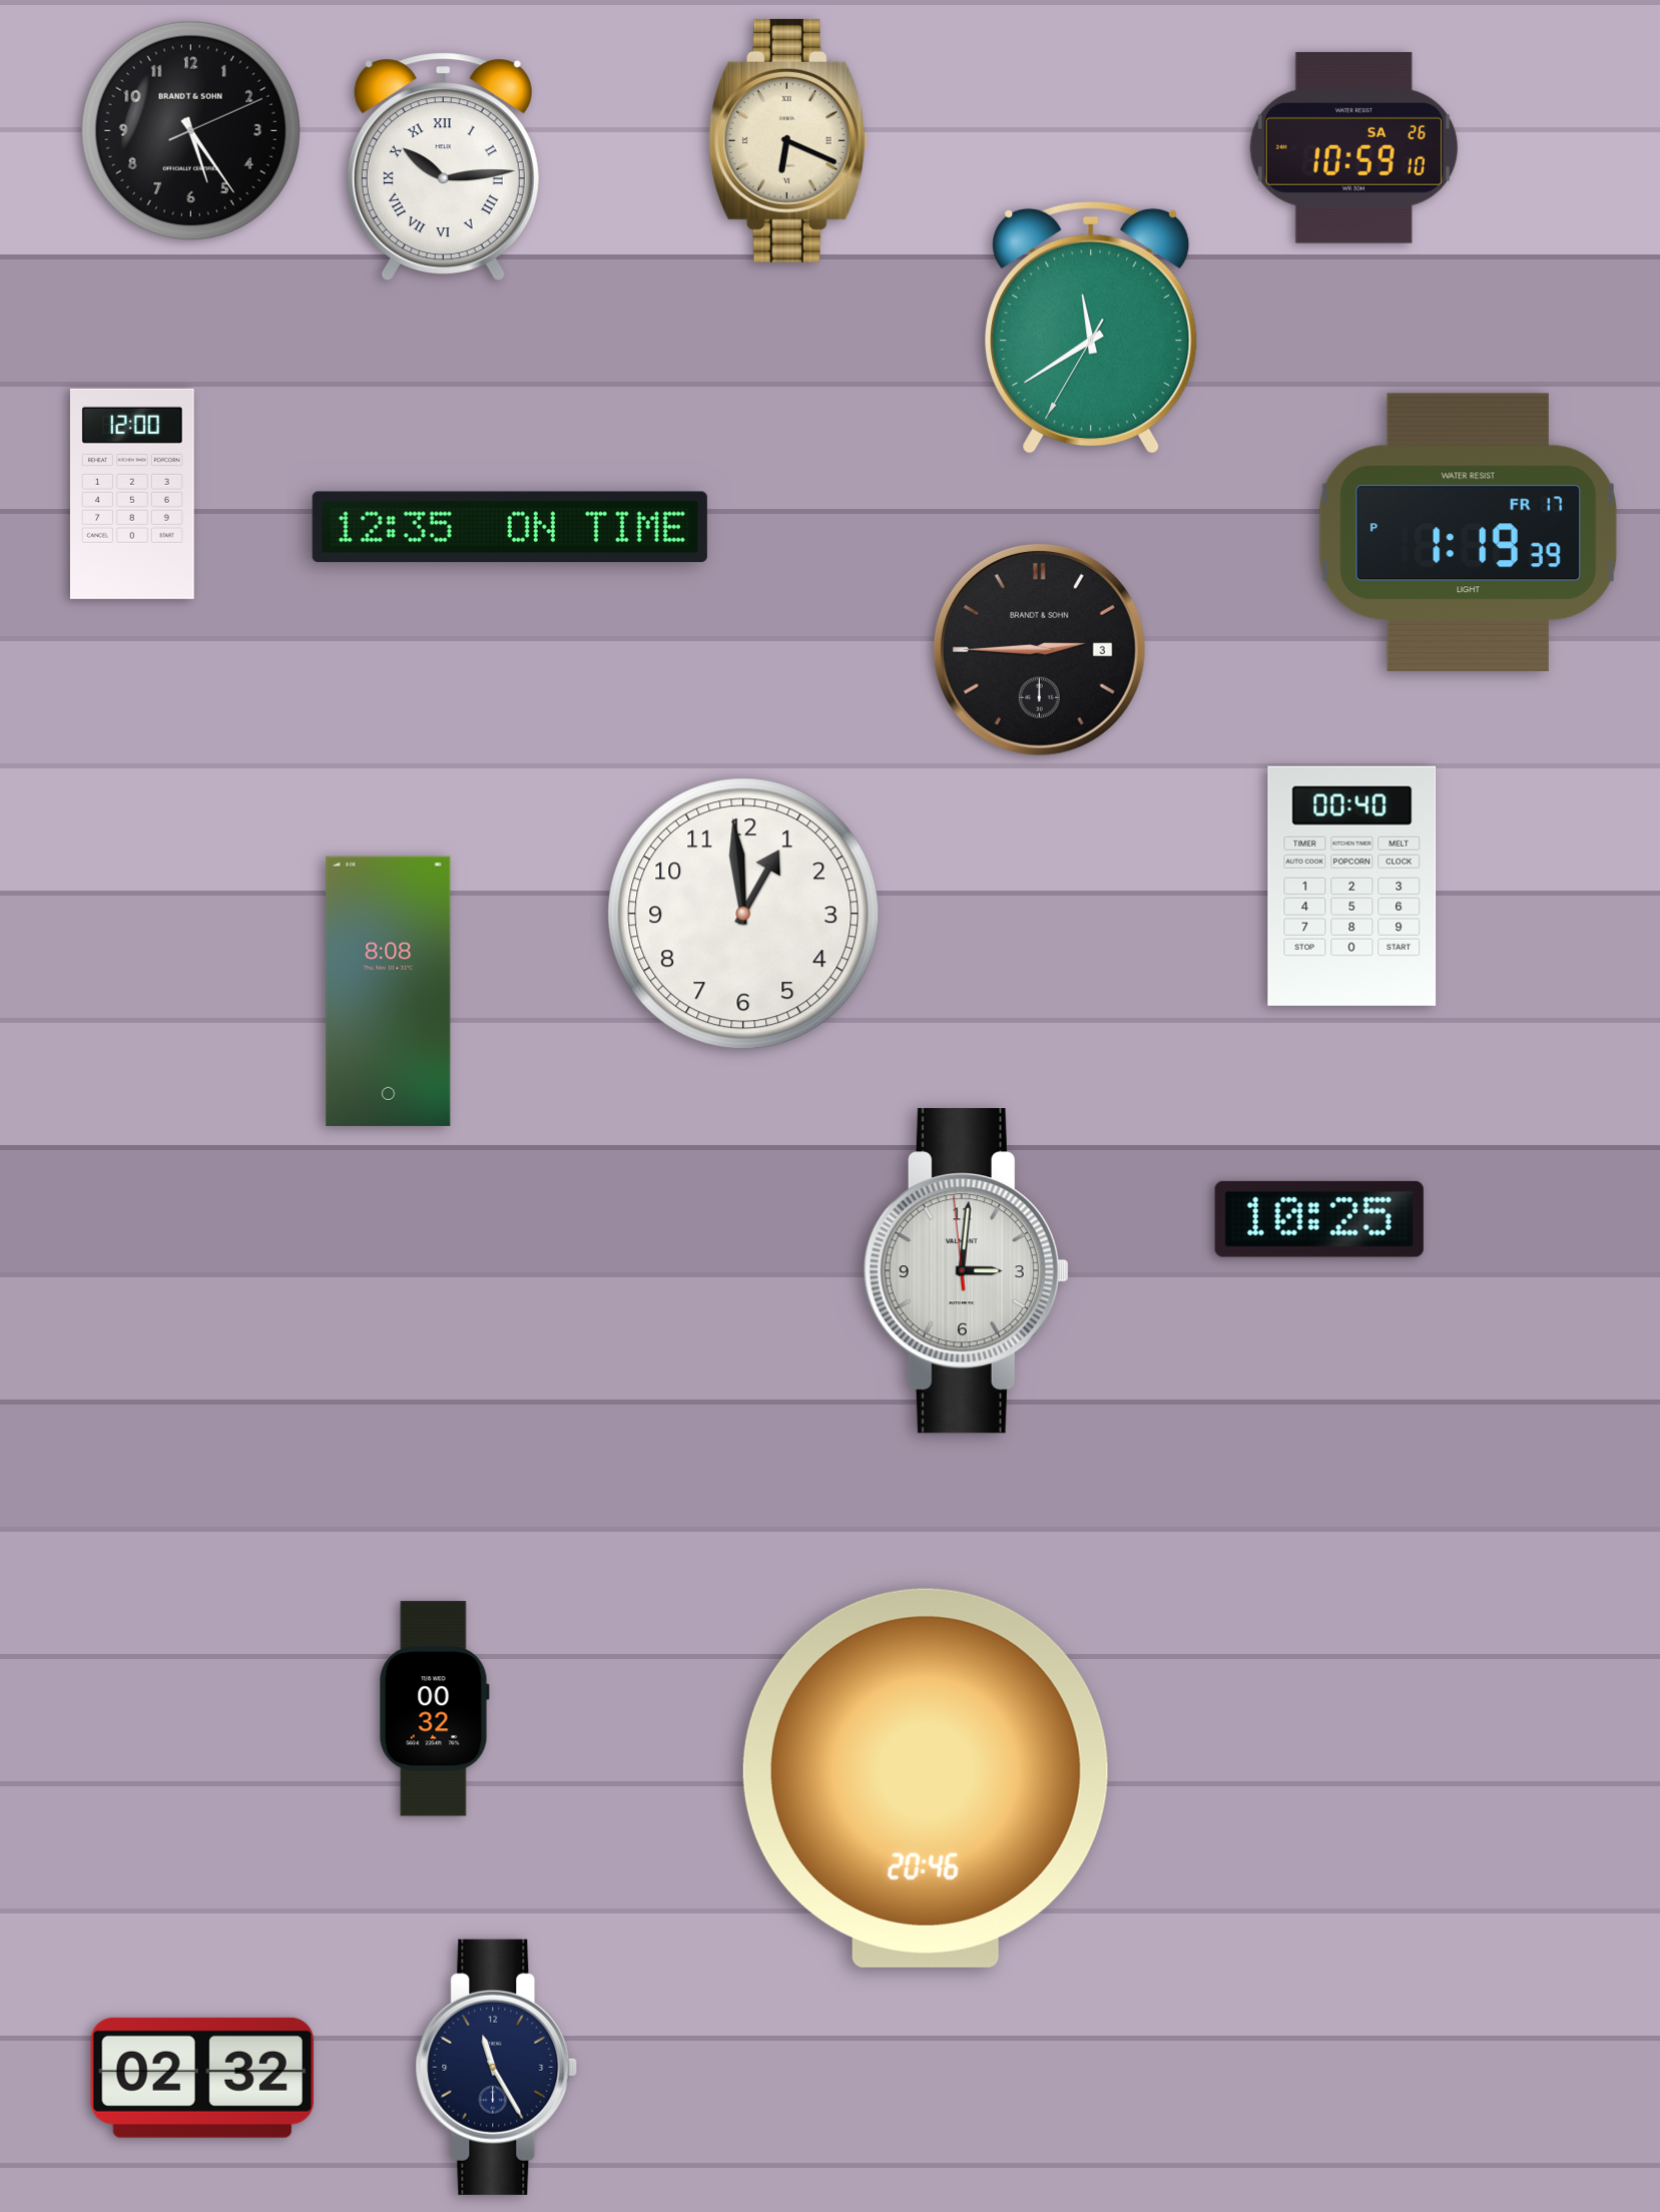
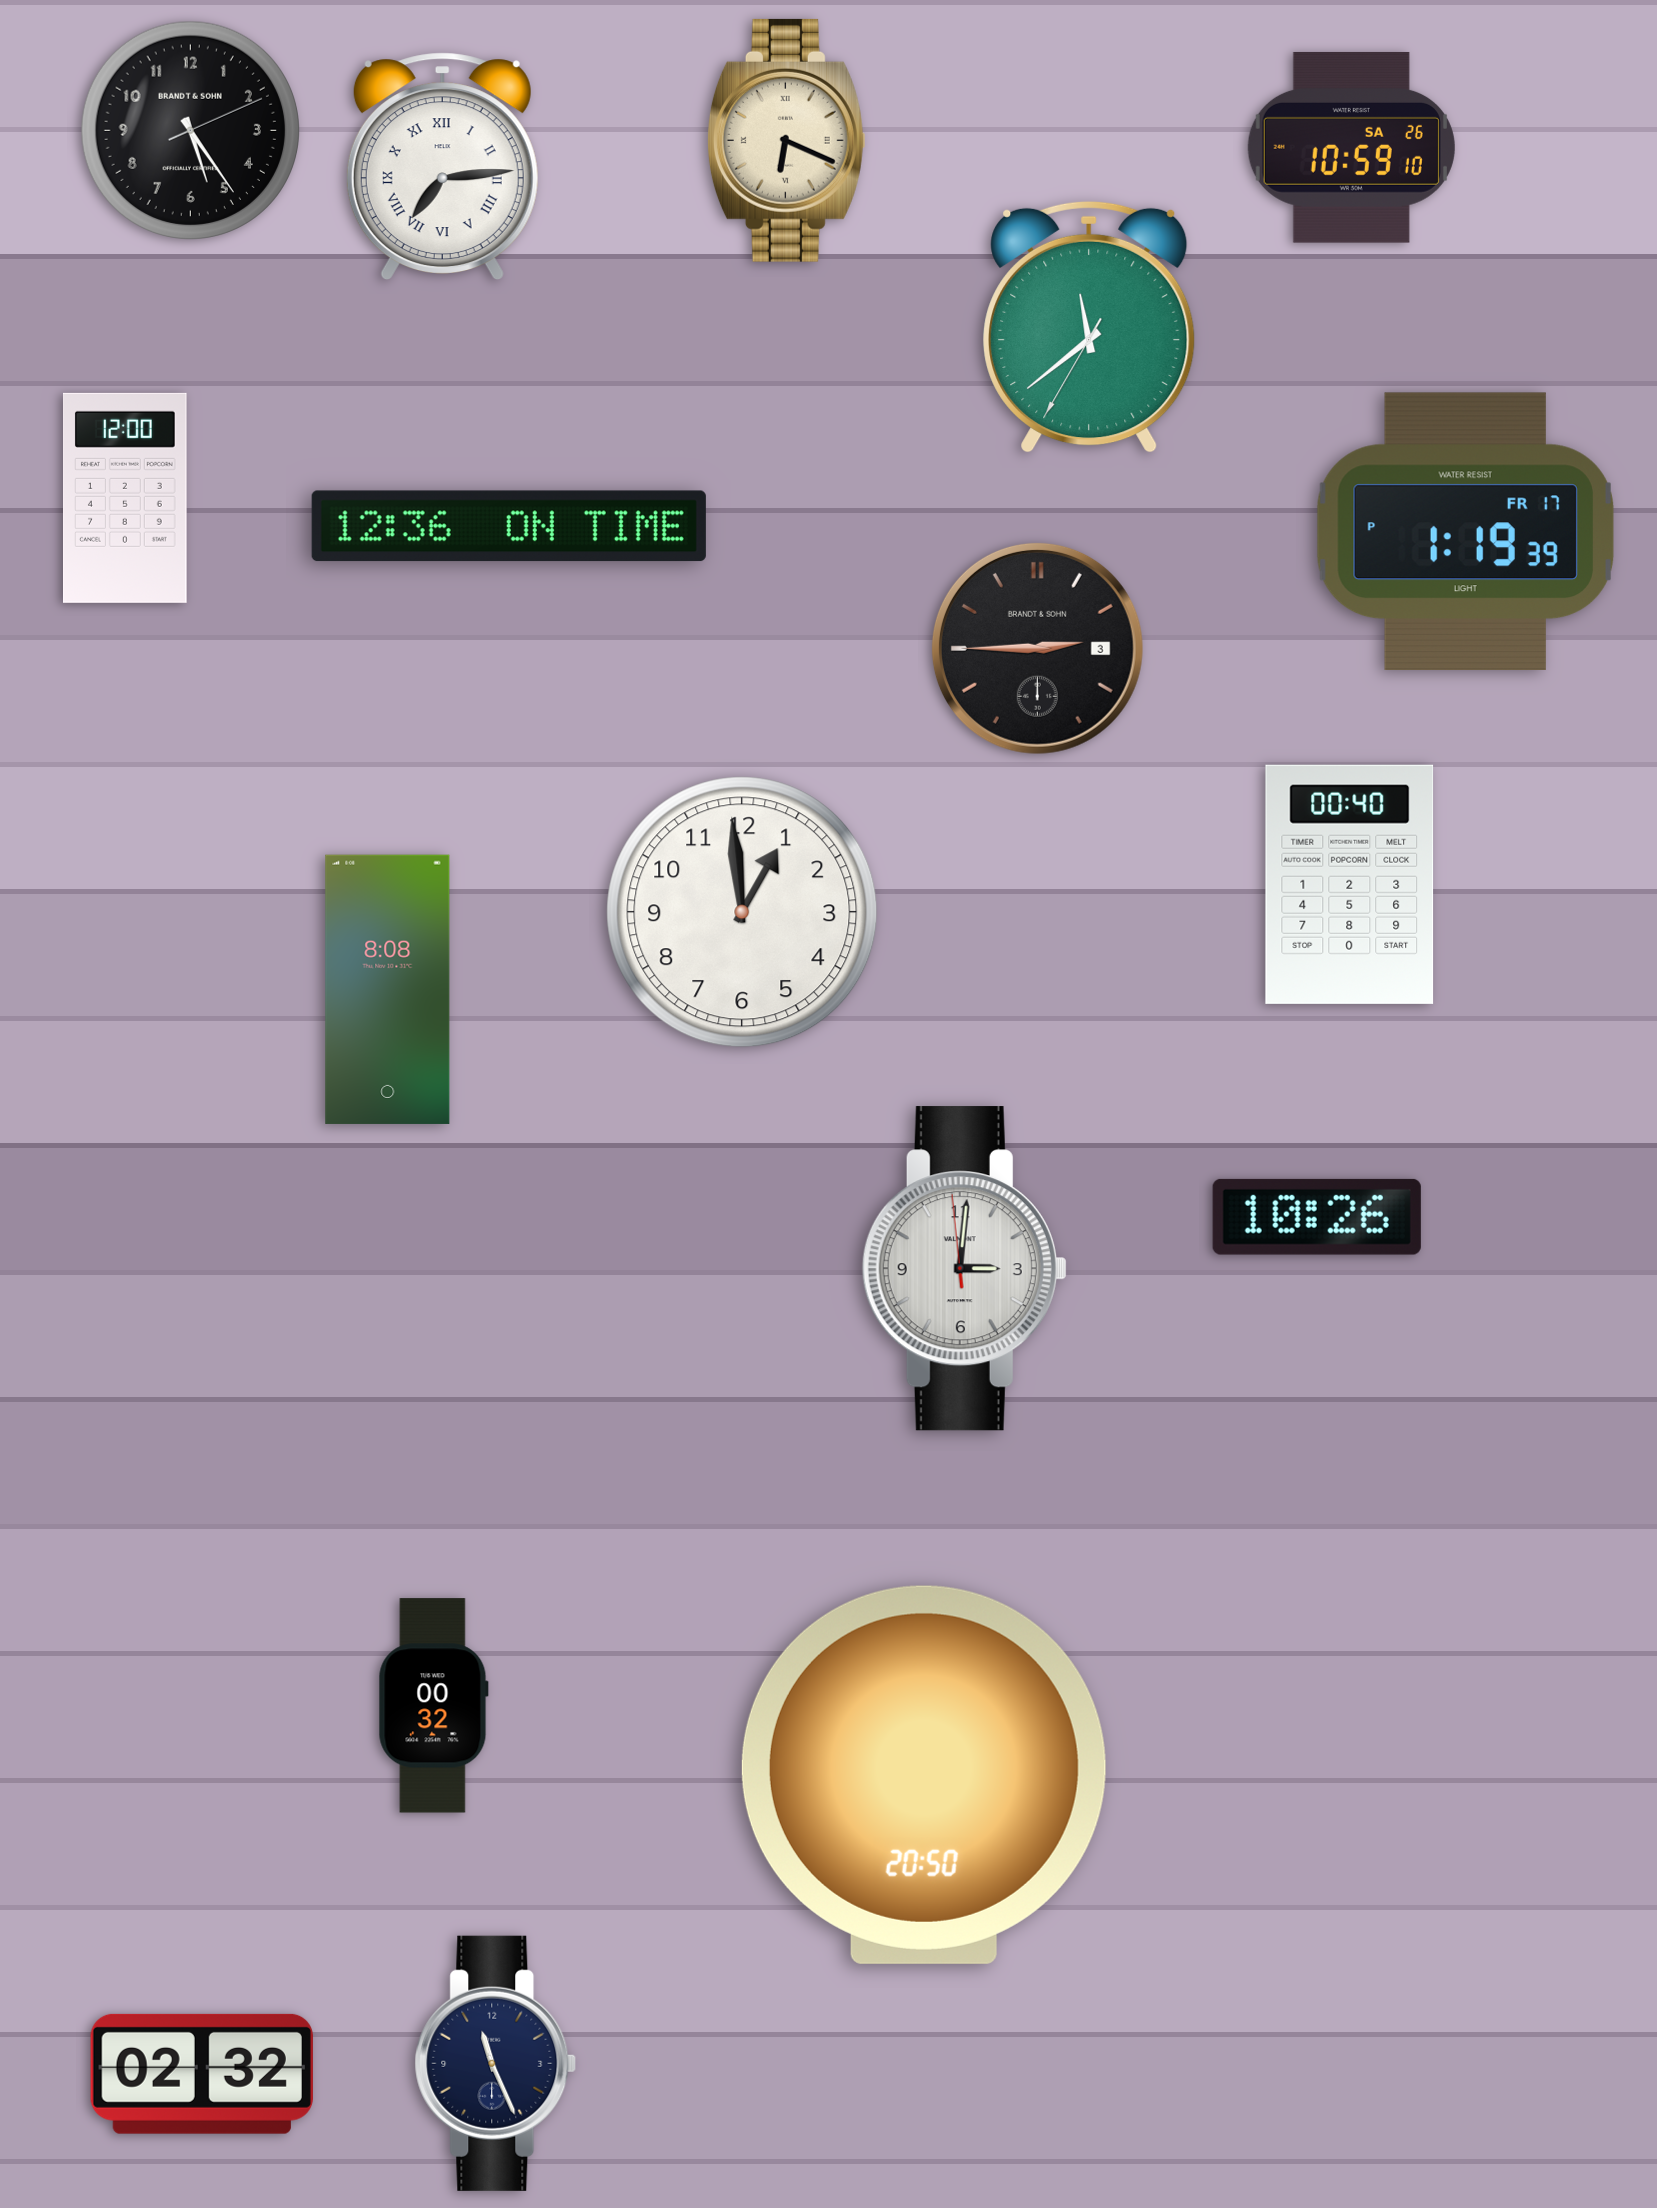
clock at (443, 166): 10:14 -> 7:14
clock at (1091, 328): 11:39 -> 11:38
clock at (133, 494) position: (133, 494) -> (126, 498)
clock at (510, 527): 12:35 -> 12:36
clock at (1319, 1219): 10:25 -> 10:26
clock at (926, 1778): 20:46 -> 20:50
clock at (497, 2067): 11:25 -> 11:26
